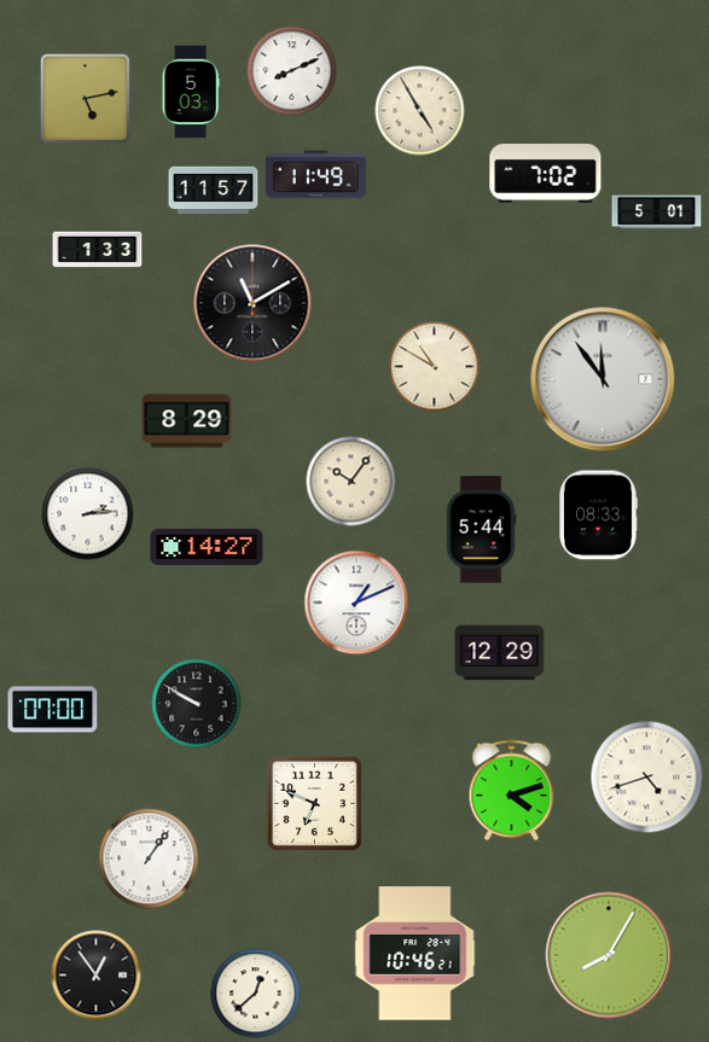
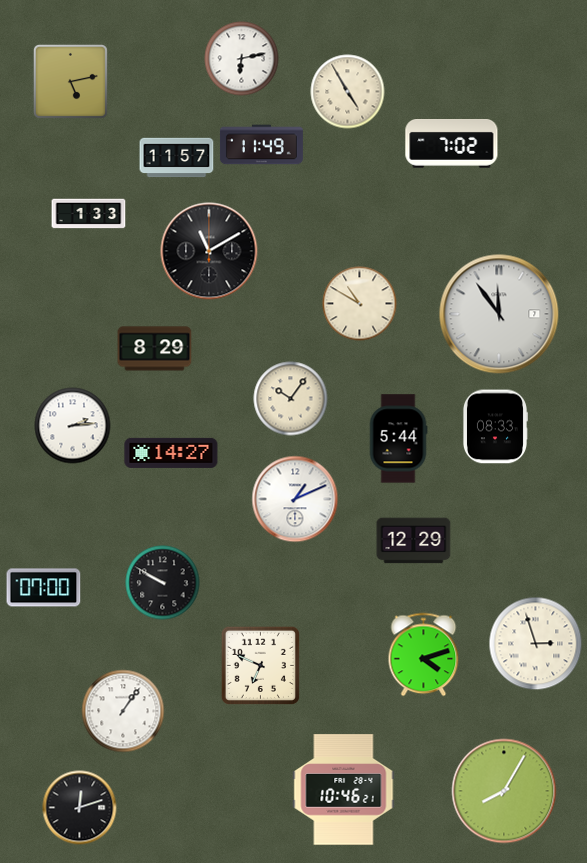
clock at (292, 71): 8:11 -> 6:13
clock at (191, 92): 5:03 -> none
clock at (657, 213): 5:01 -> none
clock at (98, 250) position: (98, 250) -> (89, 214)
clock at (647, 778): 4:42 -> 2:57
clock at (97, 976): 12:54 -> 12:12
clock at (256, 994): 12:38 -> none
